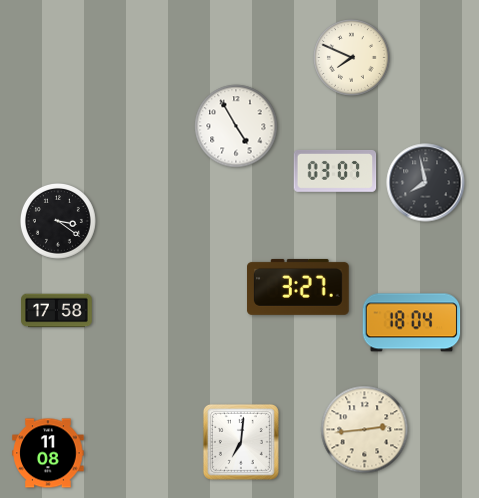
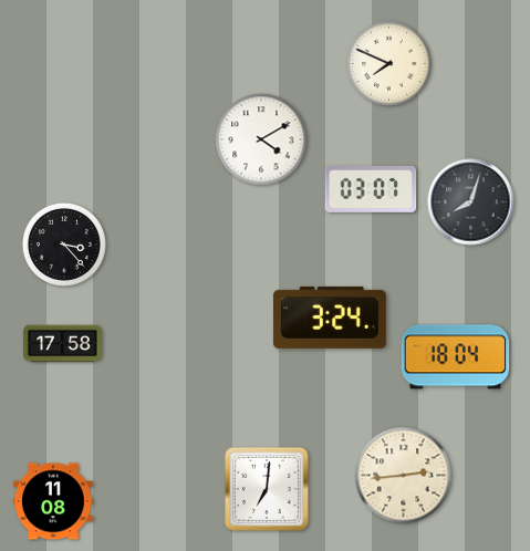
clock at (236, 126): 4:55 -> 4:10
clock at (426, 183): 7:58 -> 8:03
clock at (58, 221): 3:21 -> 3:23
clock at (299, 287): 3:27 -> 3:24
